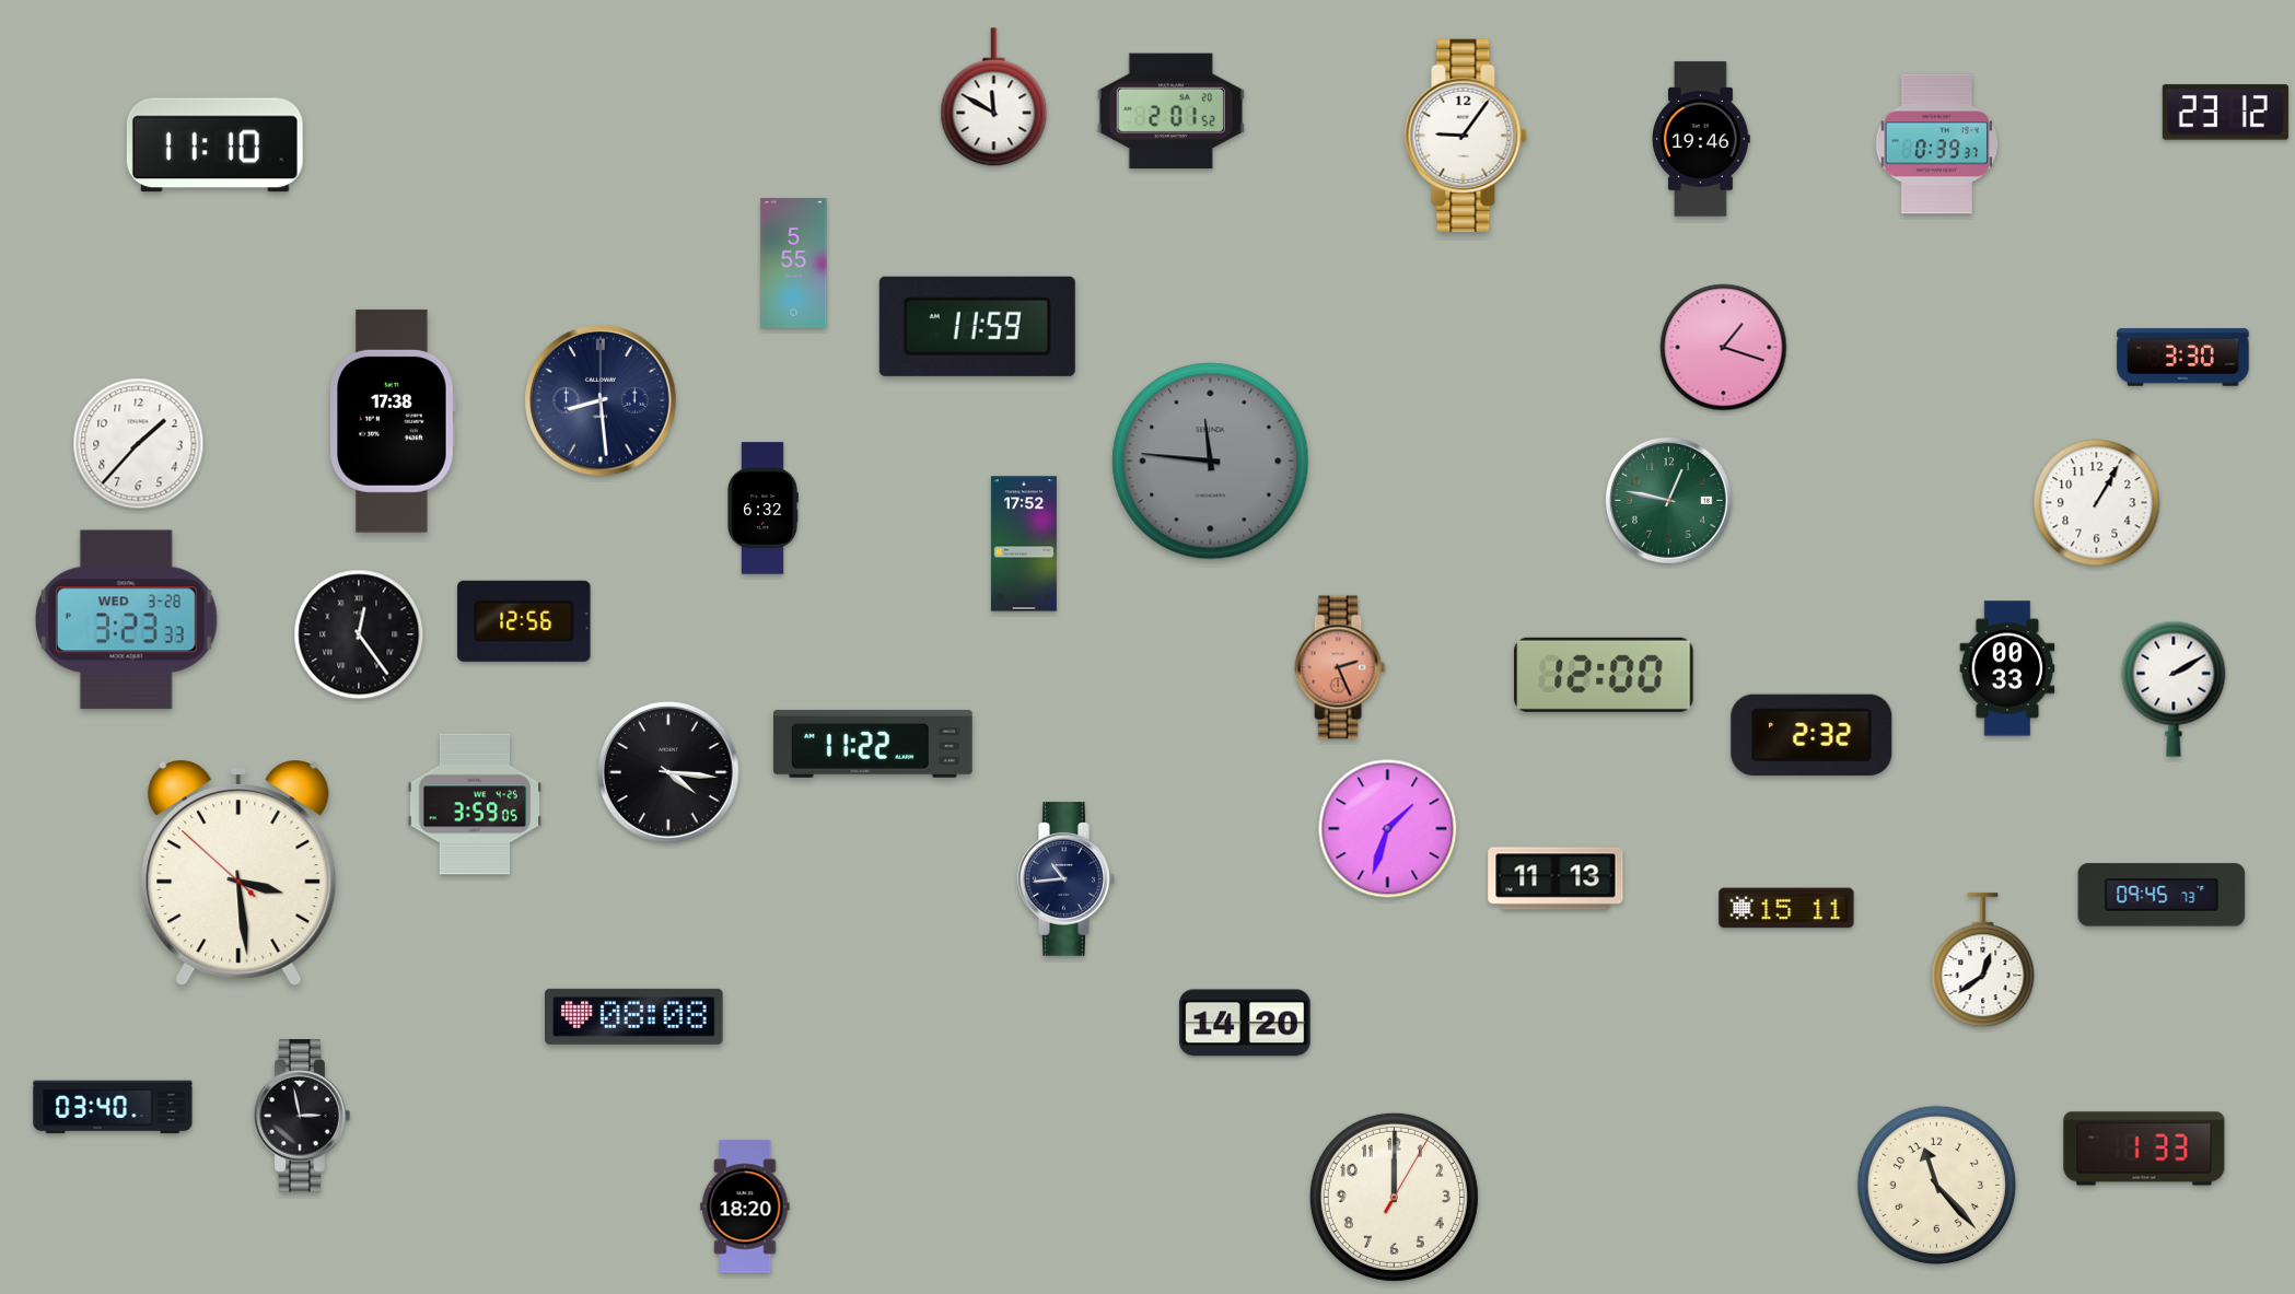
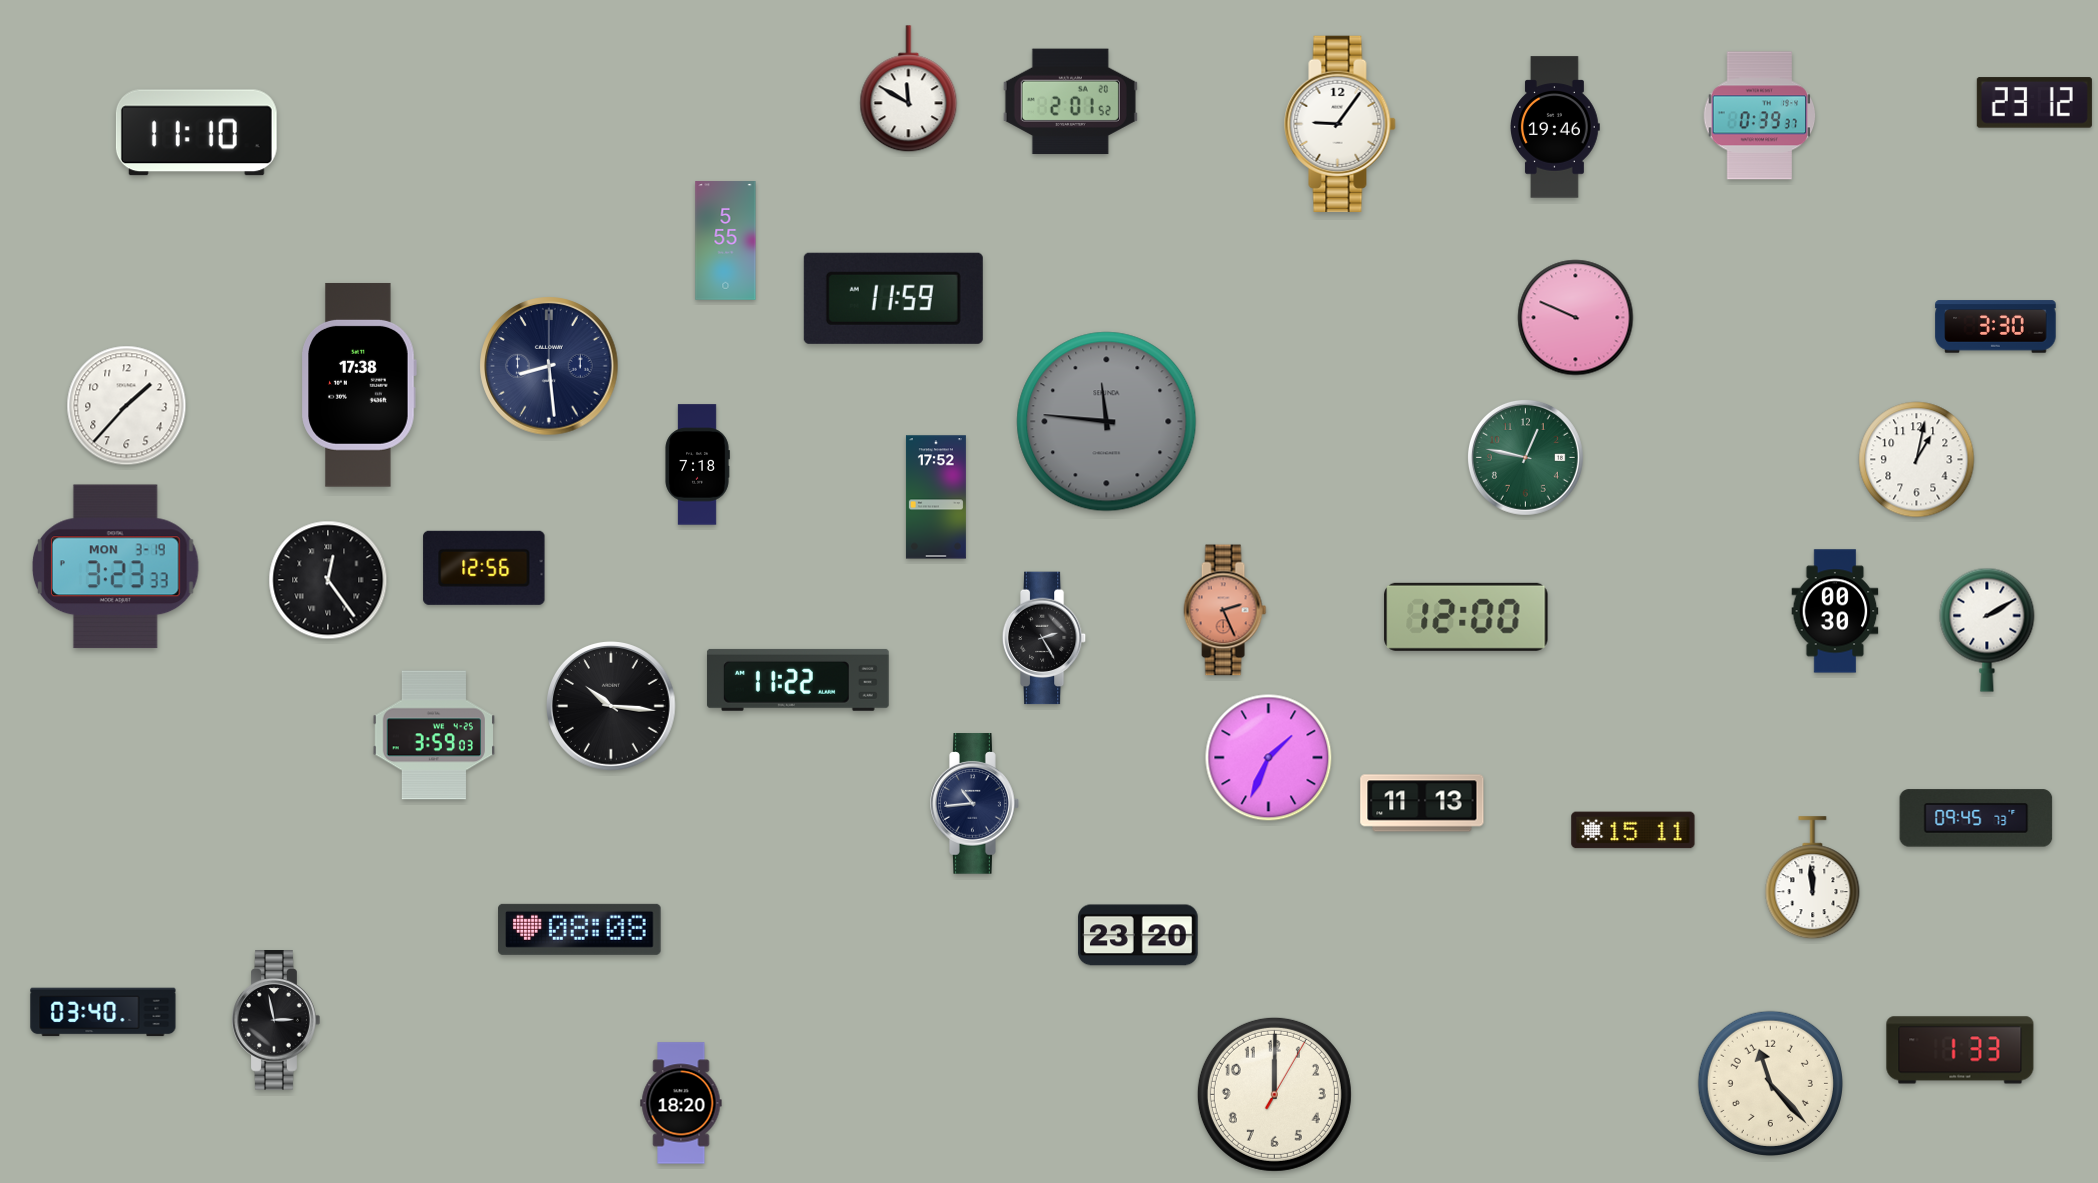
clock at (1937, 144) position: (1937, 144) -> (1760, 116)
clock at (1724, 348): 1:18 -> 9:49
clock at (2097, 503): 1:05 -> 1:02
clock at (762, 509): 6:32 -> 7:18
clock at (127, 620) date: WED 3-28 -> MON 3-19
clock at (524, 621) position: (524, 621) -> (484, 568)
clock at (2007, 668): 00:33 -> 00:30
clock at (1044, 638): none -> 2:25
clock at (1811, 735): 2:32 -> none
clock at (669, 773): 4:16 -> 10:16
clock at (474, 804): 3:59:05 -> 3:59:03
clock at (1388, 829): 1:33 -> 1:34
clock at (238, 873): 3:28 -> none
clock at (1983, 960): 12:39 -> 11:59
clock at (1245, 1023): 14:20 -> 23:20
